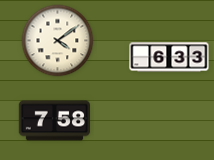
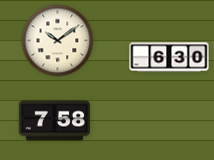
clock at (58, 41): 4:09 -> 10:09
clock at (169, 57): 6:33 -> 6:30
